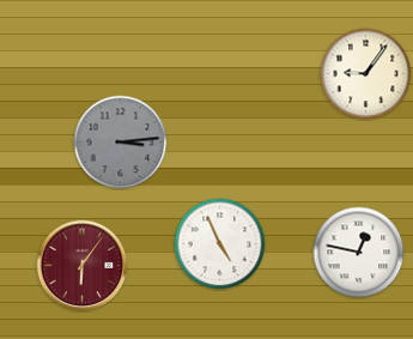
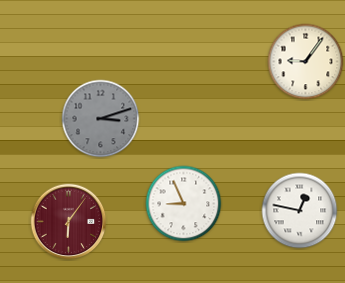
clock at (121, 143): 3:14 -> 3:12
clock at (220, 244): 4:56 -> 8:56
